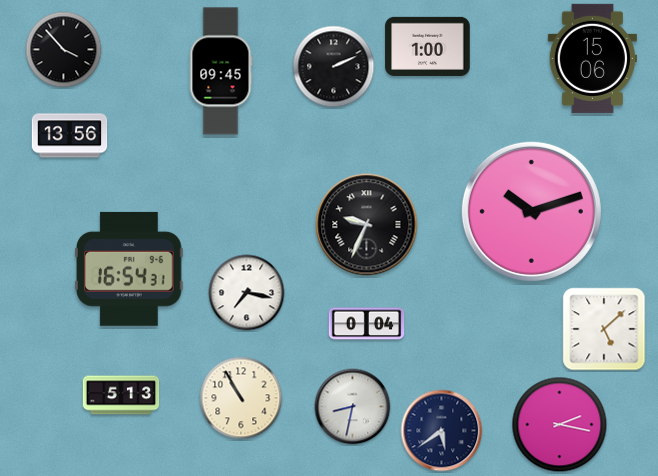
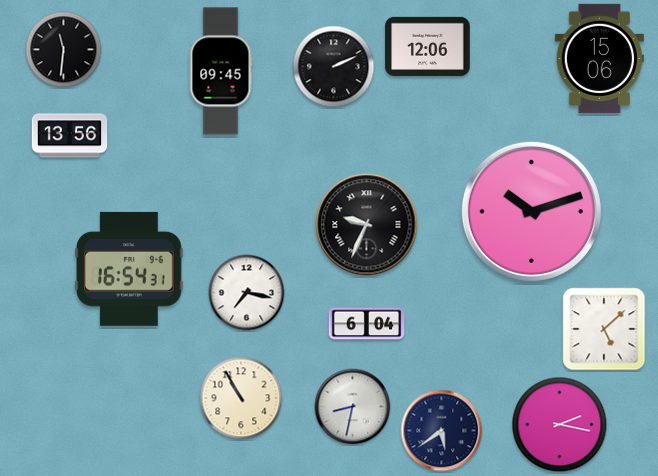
clock at (428, 46): 1:00 -> 12:06
clock at (64, 50): 3:53 -> 11:31
clock at (592, 58) position: (592, 58) -> (599, 58)
clock at (367, 324): 0:04 -> 6:04
clock at (121, 395): 5:13 -> none
